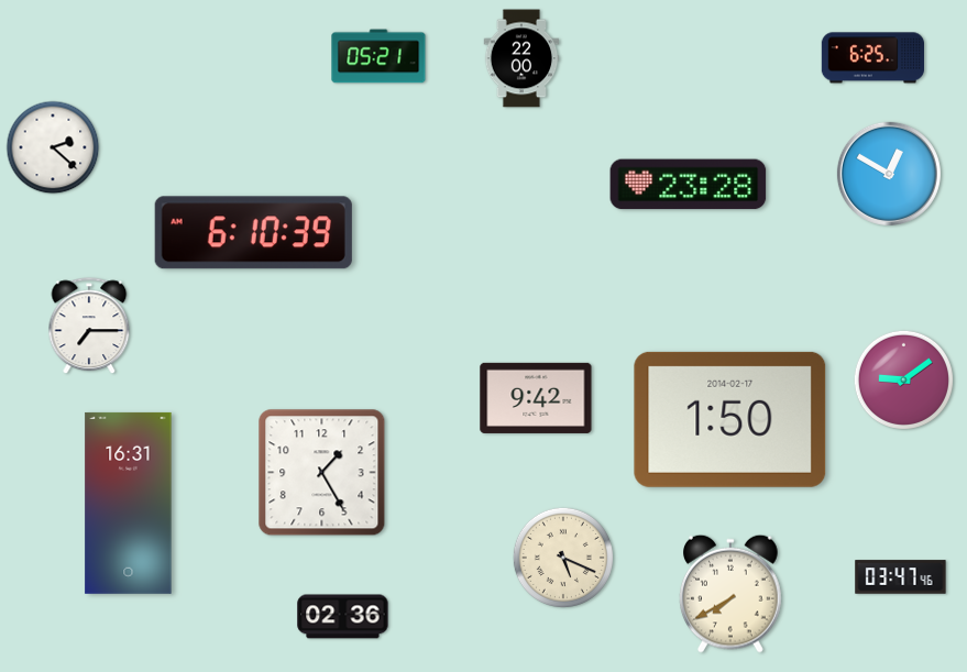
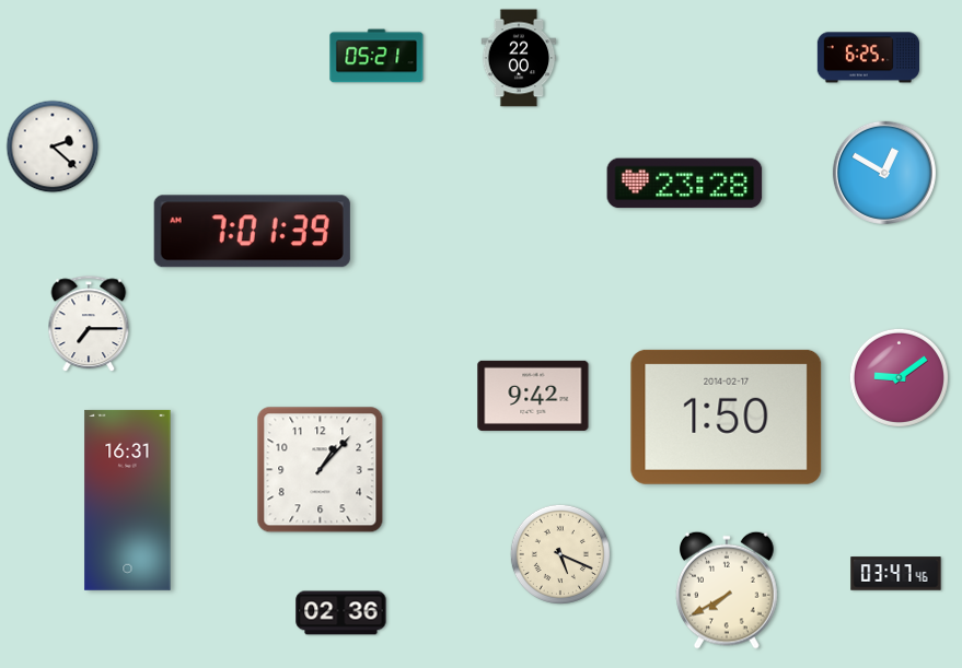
clock at (253, 233): 6:10 -> 7:01
clock at (322, 473): 1:25 -> 1:07
